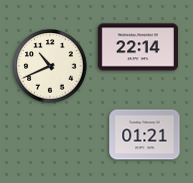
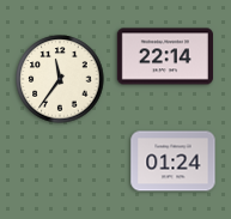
clock at (50, 66): 10:41 -> 11:36
clock at (145, 135): 01:21 -> 01:24
